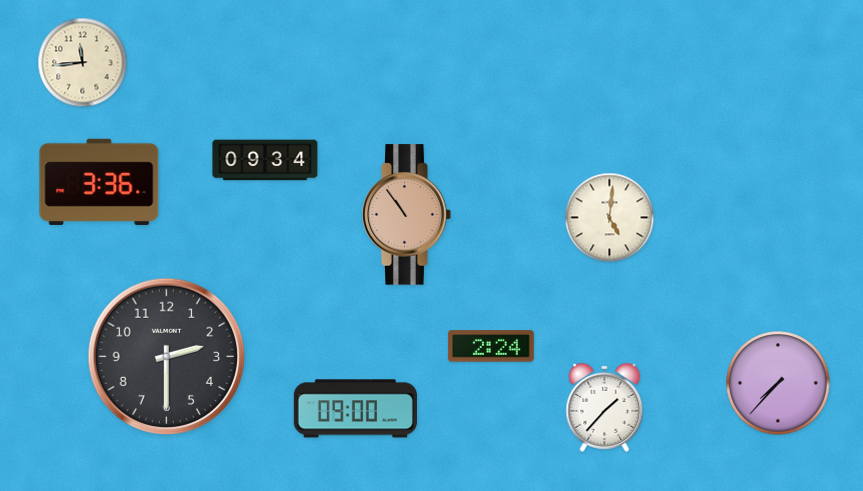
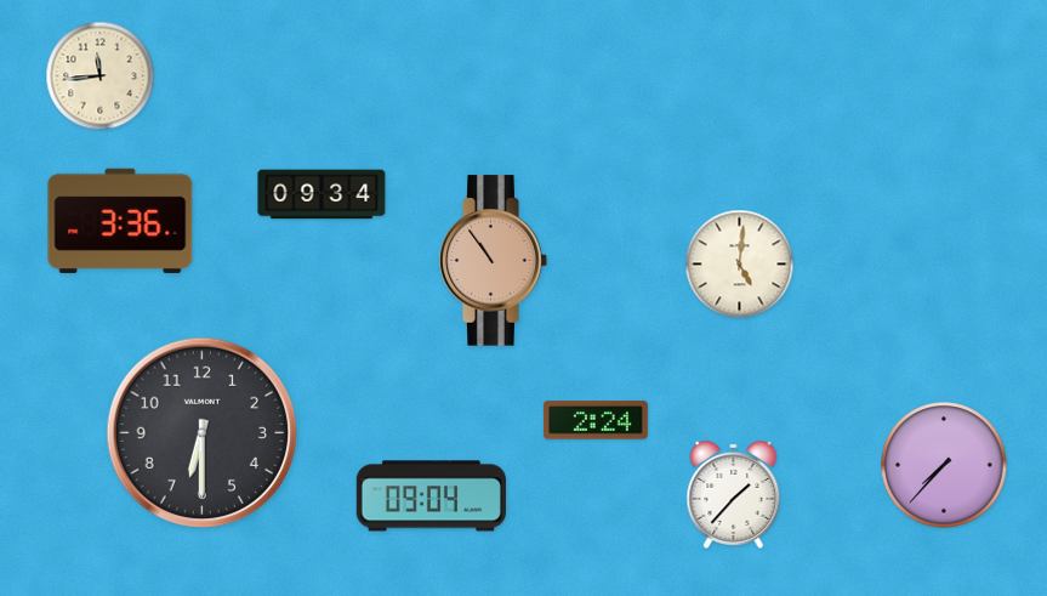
clock at (166, 356): 2:30 -> 6:30
clock at (355, 409): 09:00 -> 09:04
